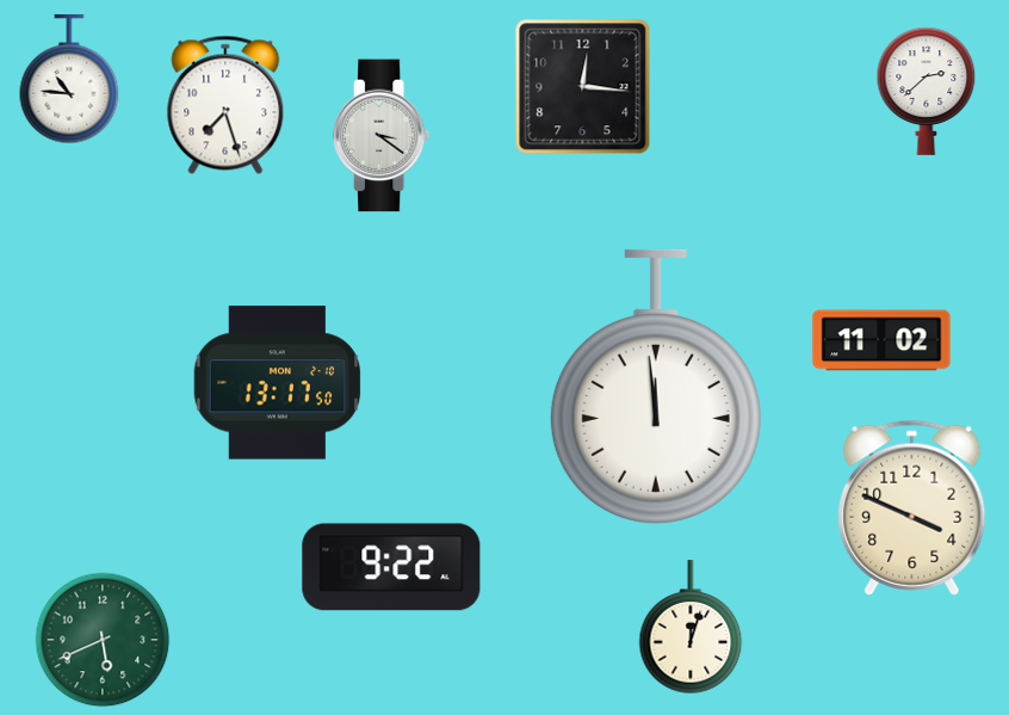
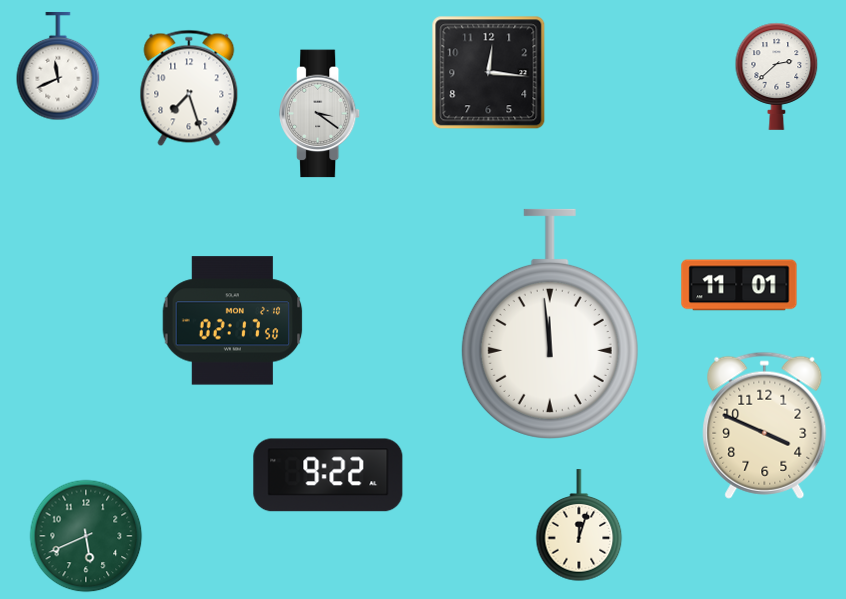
clock at (69, 80): 10:46 -> 11:41
clock at (881, 340): 11:02 -> 11:01
clock at (278, 383): 13:17 -> 02:17
